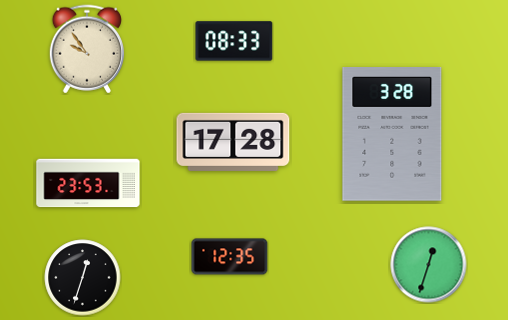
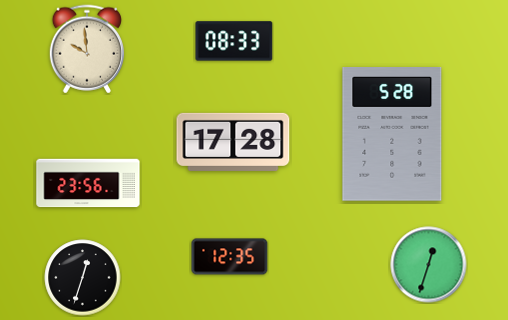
clock at (86, 49): 9:54 -> 9:59
clock at (392, 135): 3:28 -> 5:28
clock at (88, 183): 23:53 -> 23:56
